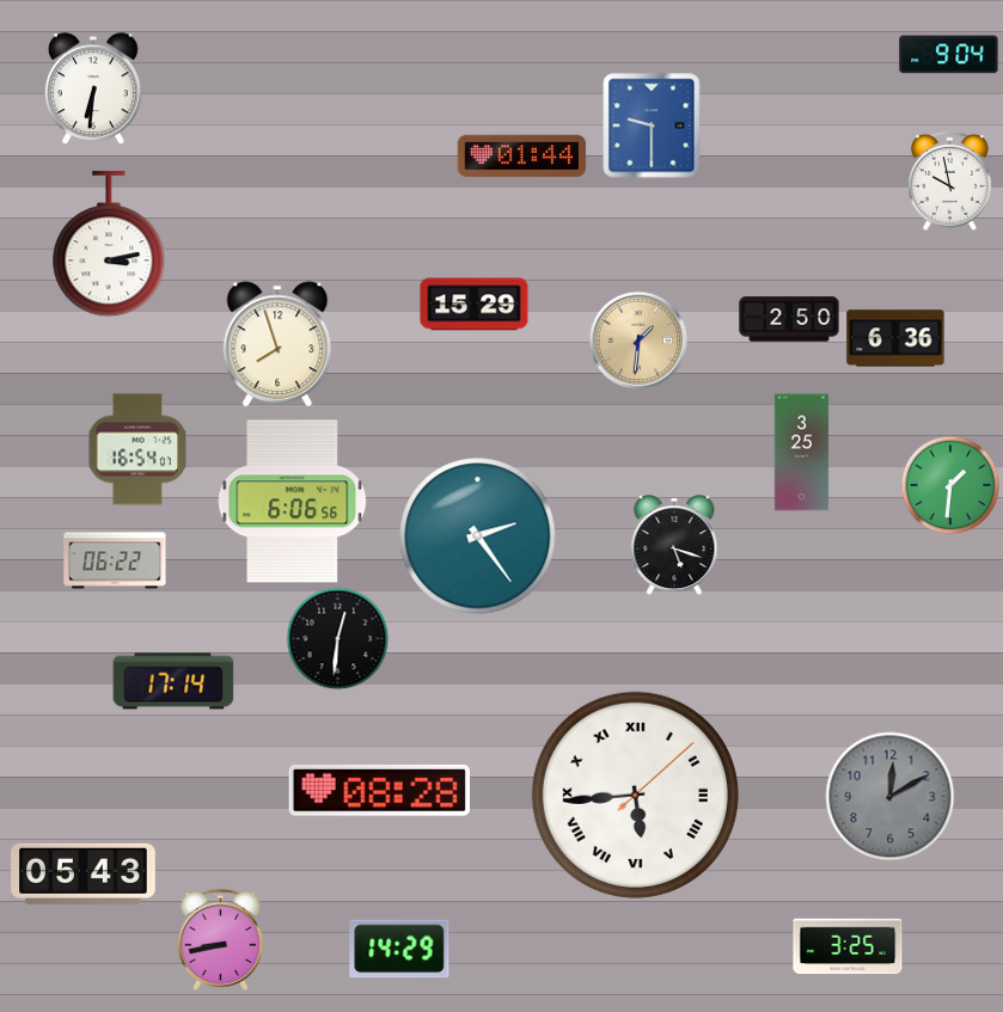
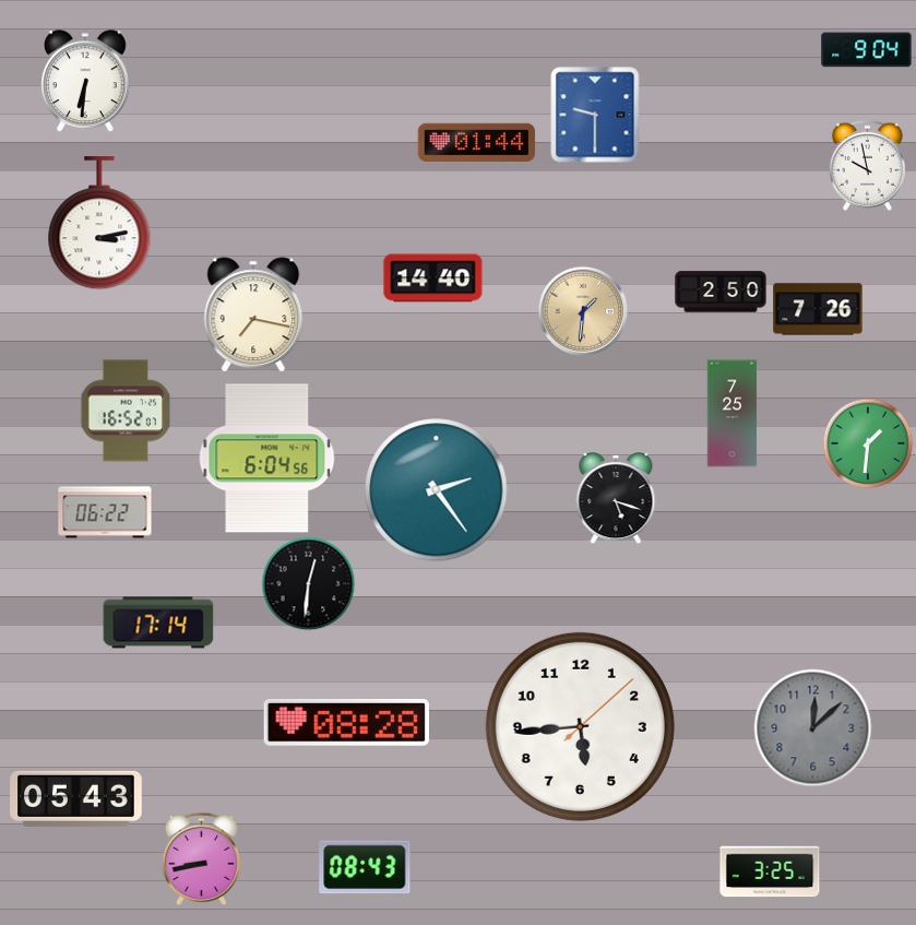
clock at (475, 305): 15:29 -> 14:40
clock at (895, 338): 6:36 -> 7:26
clock at (277, 344): 7:57 -> 7:17
clock at (136, 449): 16:54 -> 16:52
clock at (802, 453): 3:25 -> 7:25
clock at (293, 502): 6:06 -> 6:04
clock at (635, 795) numerals: Roman -> Arabic
clock at (891, 797): 12:10 -> 12:08
clock at (848, 946) position: (848, 946) -> (770, 871)
clock at (399, 949): 14:29 -> 08:43
